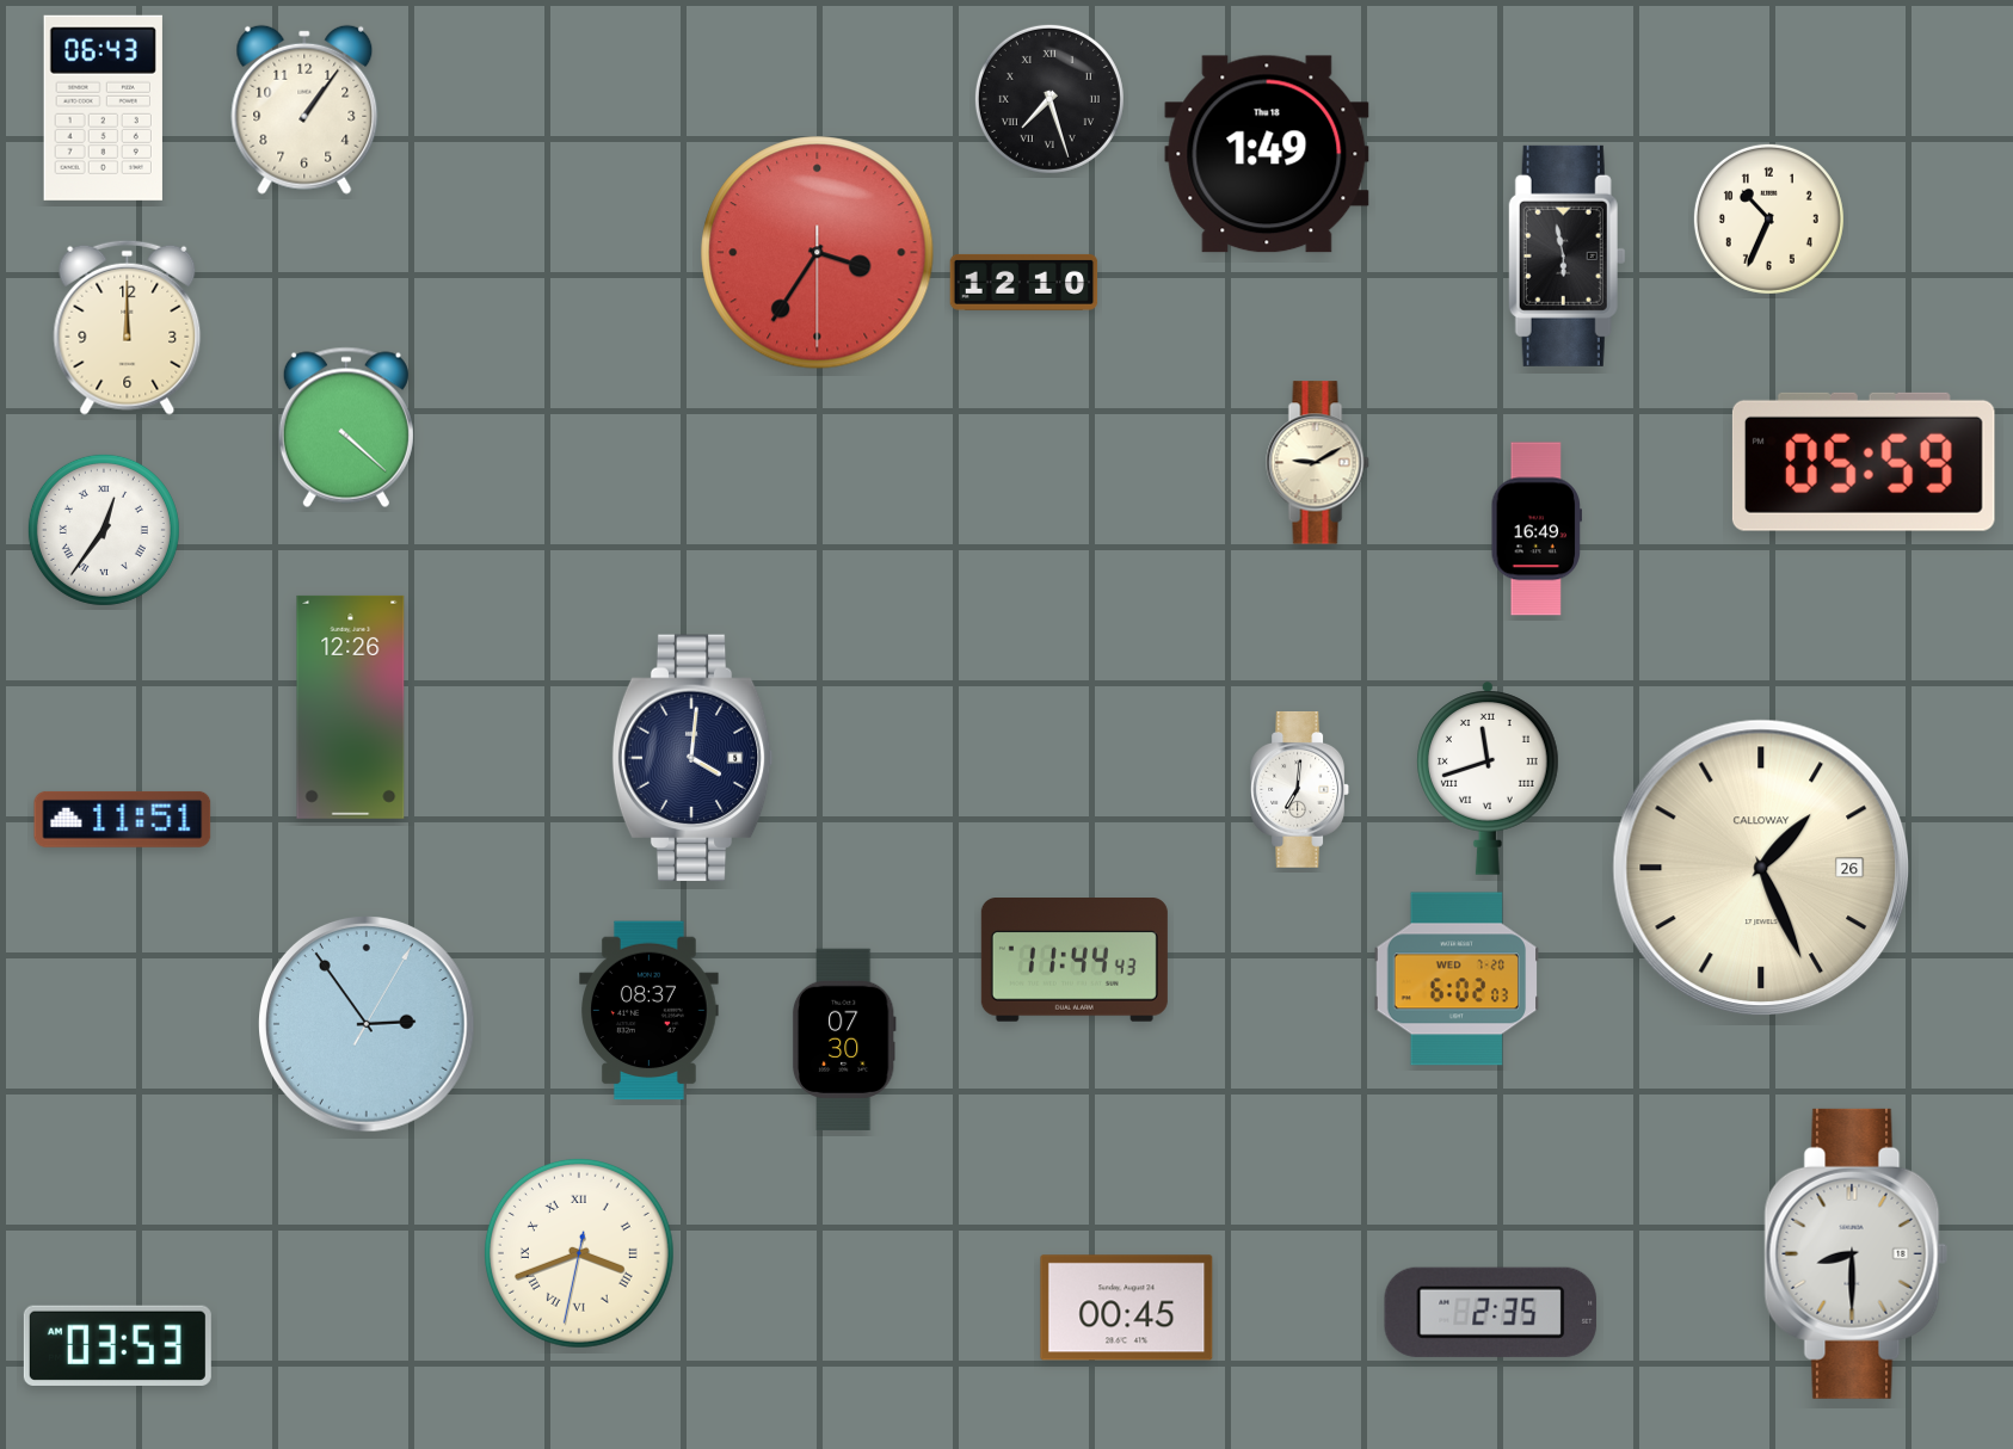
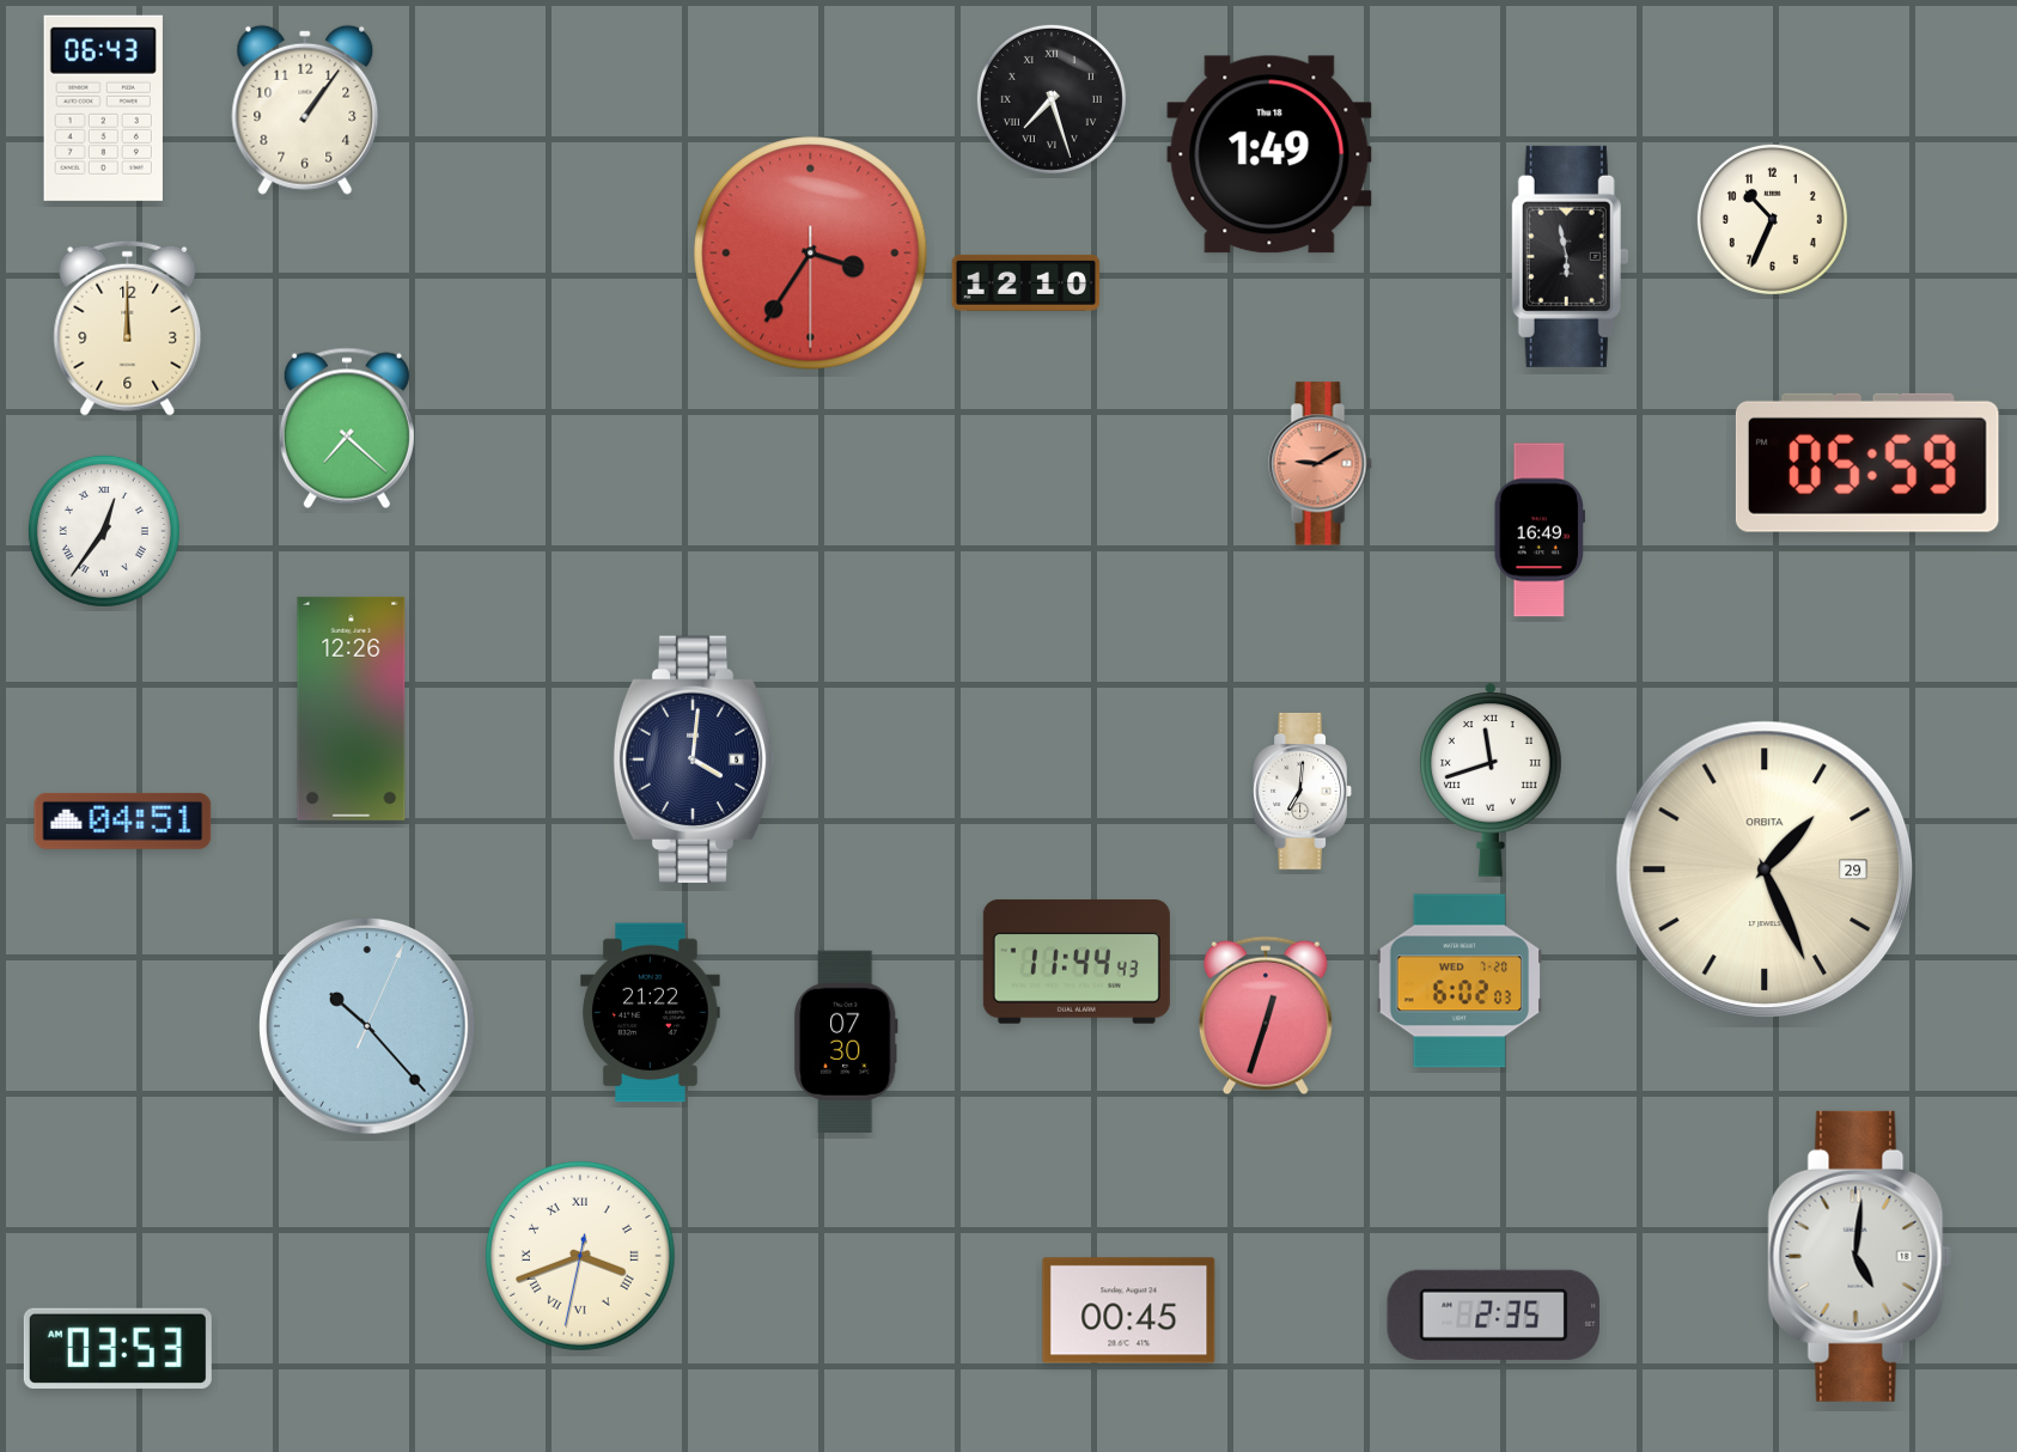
clock at (818, 253) position: (818, 253) -> (811, 254)
clock at (346, 427): 4:22 -> 7:22
clock at (1318, 463) dial: cream -> salmon
clock at (123, 819): 11:51 -> 04:51
clock at (1761, 868) date: 26 -> 29
clock at (1761, 868) brand: CALLOWAY -> ORBITA
clock at (650, 1011): 08:37 -> 21:22
clock at (1266, 1015): none -> 12:33
clock at (368, 1025): 2:54 -> 10:23
clock at (1857, 1253): 8:30 -> 5:01
